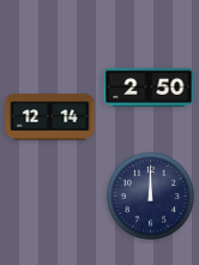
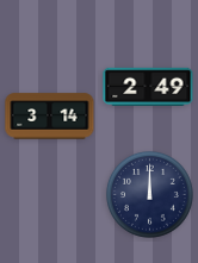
clock at (149, 88): 2:50 -> 2:49
clock at (50, 118): 12:14 -> 3:14
